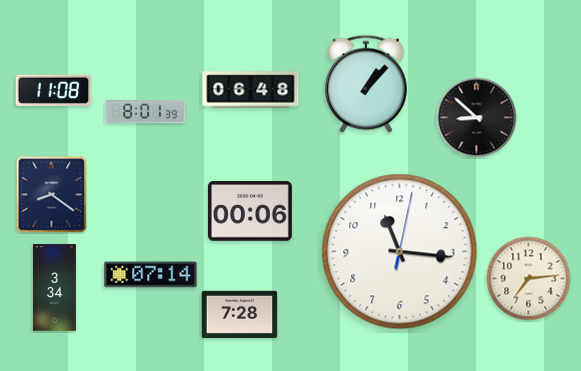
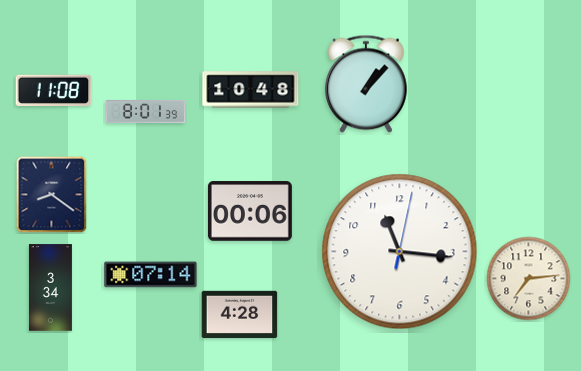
clock at (251, 90): 06:48 -> 10:48
clock at (477, 118): 8:52 -> none
clock at (54, 288) position: (54, 288) -> (50, 288)
clock at (240, 315): 7:28 -> 4:28
